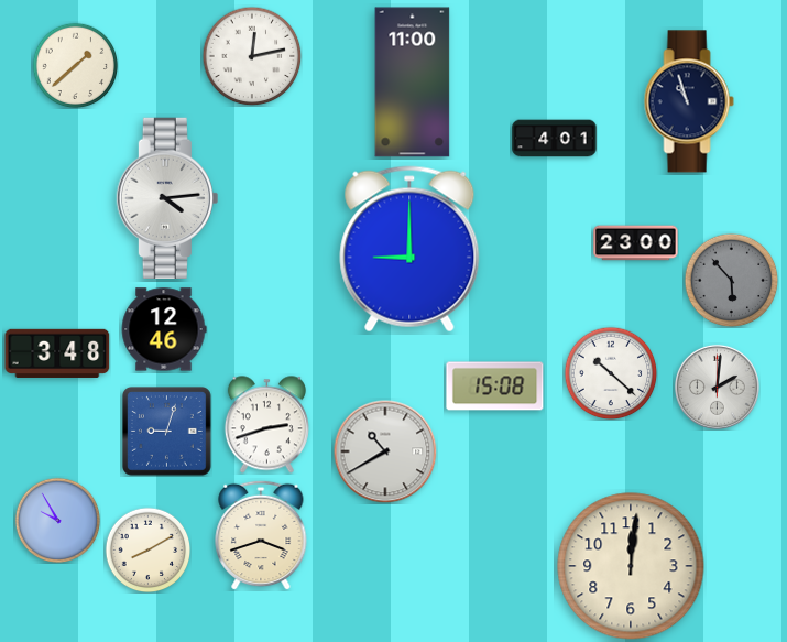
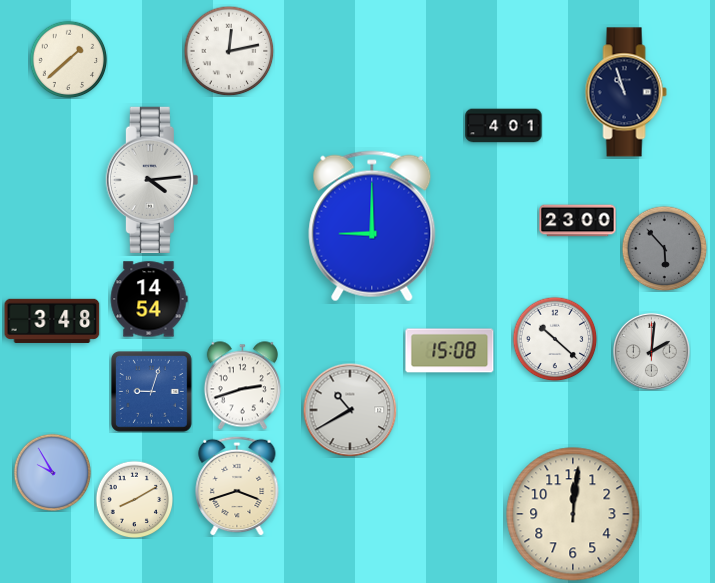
clock at (413, 83): 11:00 -> none
clock at (731, 280) position: (731, 280) -> (664, 248)
clock at (164, 329): 12:46 -> 14:54
